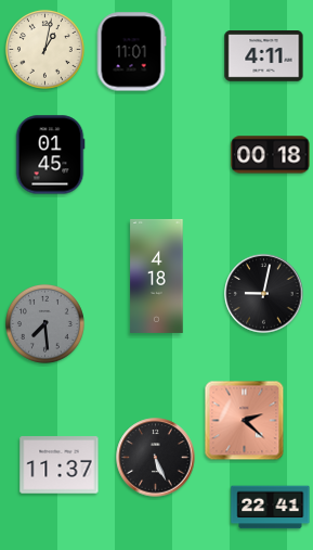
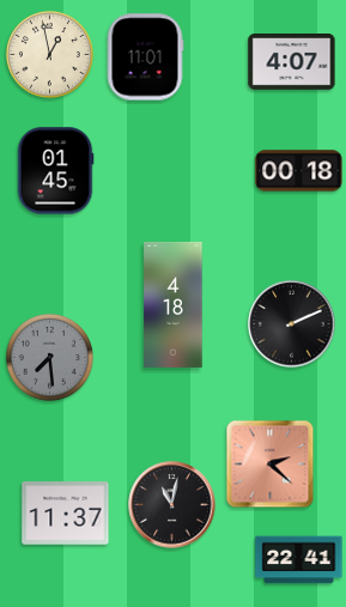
clock at (44, 49): 1:02 -> 12:58
clock at (264, 56): 4:11 -> 4:07
clock at (264, 294): 9:02 -> 2:11
clock at (156, 458): 5:26 -> 11:02
